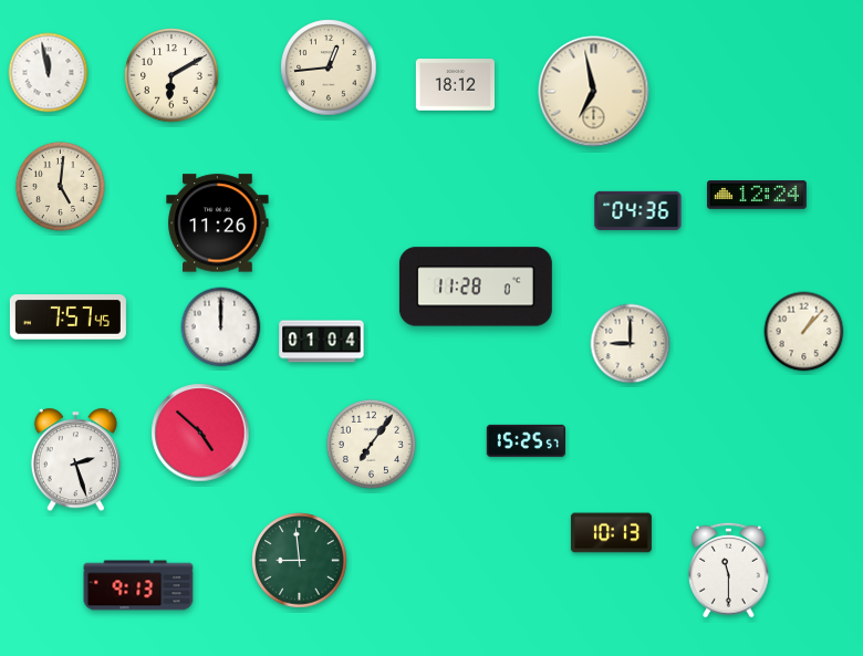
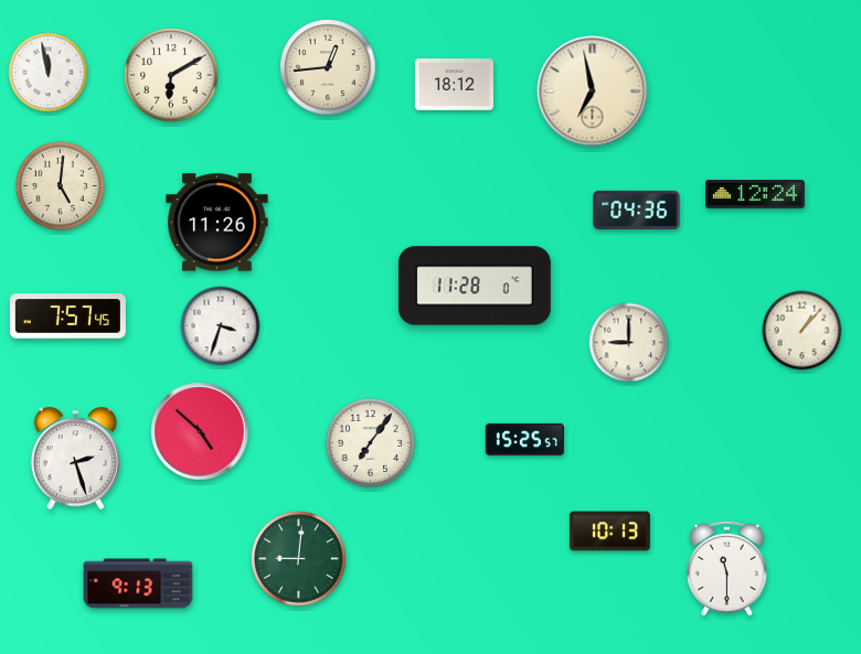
clock at (221, 327): 12:00 -> 3:33
clock at (322, 342): 01:04 -> none
clock at (300, 561): 8:59 -> 9:01
